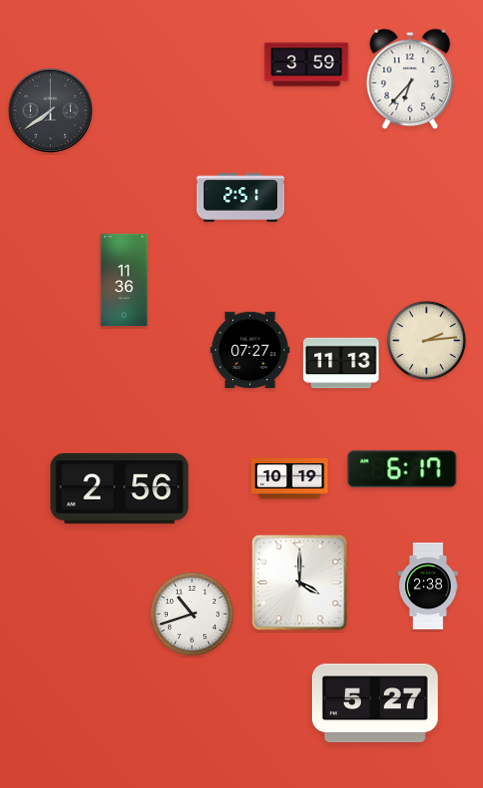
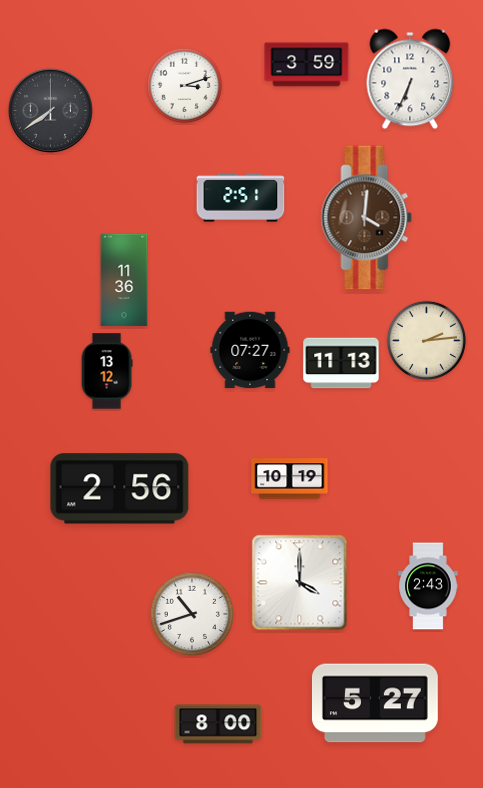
clock at (410, 79): 6:37 -> 6:34
clock at (185, 86): none -> 3:12
clock at (367, 218): none -> 4:01
clock at (107, 371): none -> 13:12
clock at (402, 469): 6:17 -> none
clock at (428, 586): 2:38 -> 2:43
clock at (218, 724): none -> 8:00
